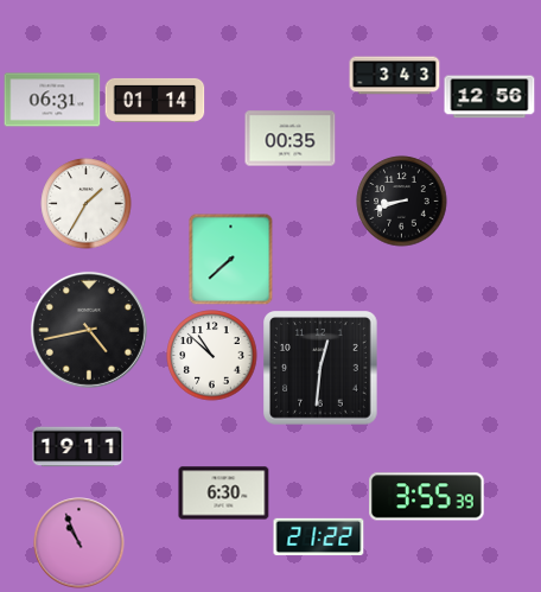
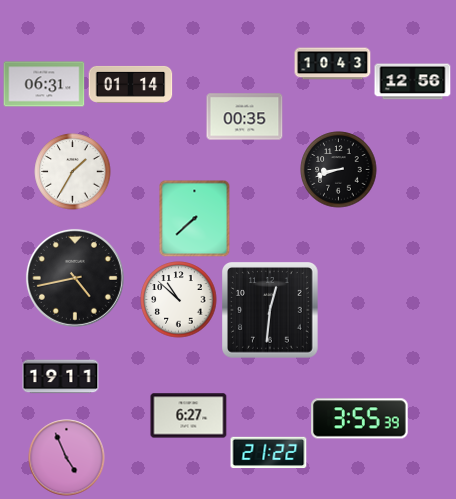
clock at (395, 76): 3:43 -> 10:43
clock at (78, 447) position: (78, 447) -> (61, 377)
clock at (224, 494): 6:30 -> 6:27
clock at (79, 543): 10:56 -> 4:56
